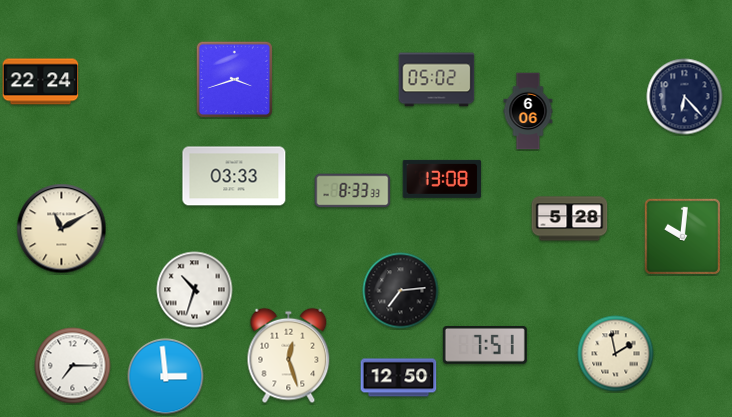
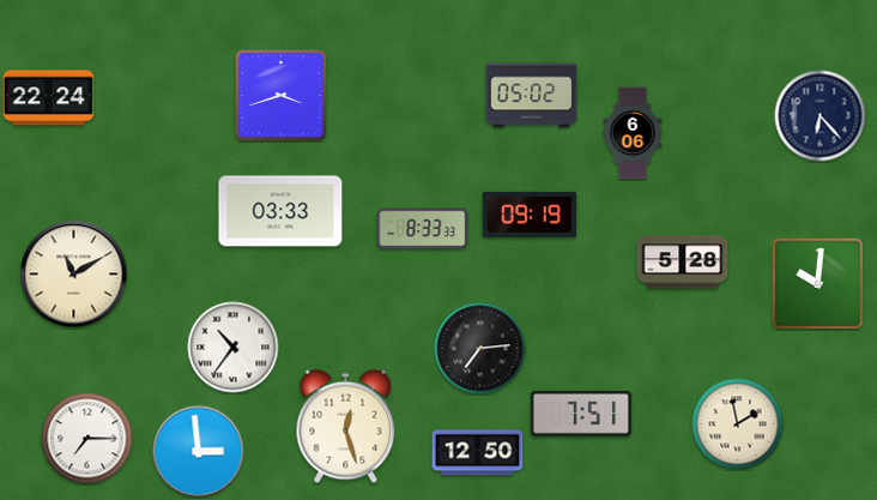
clock at (437, 80) position: (437, 80) -> (532, 96)
clock at (442, 179): 13:08 -> 09:19
clock at (195, 290): 10:33 -> 10:36
